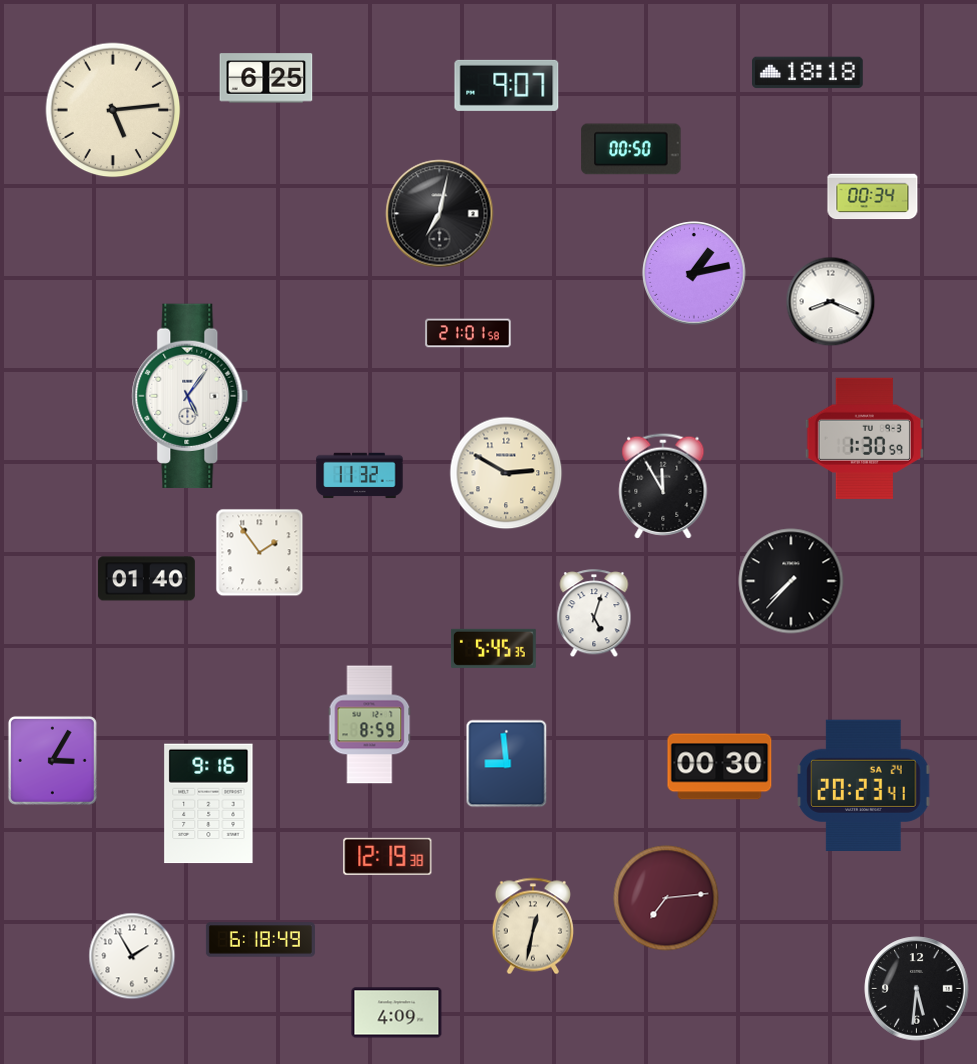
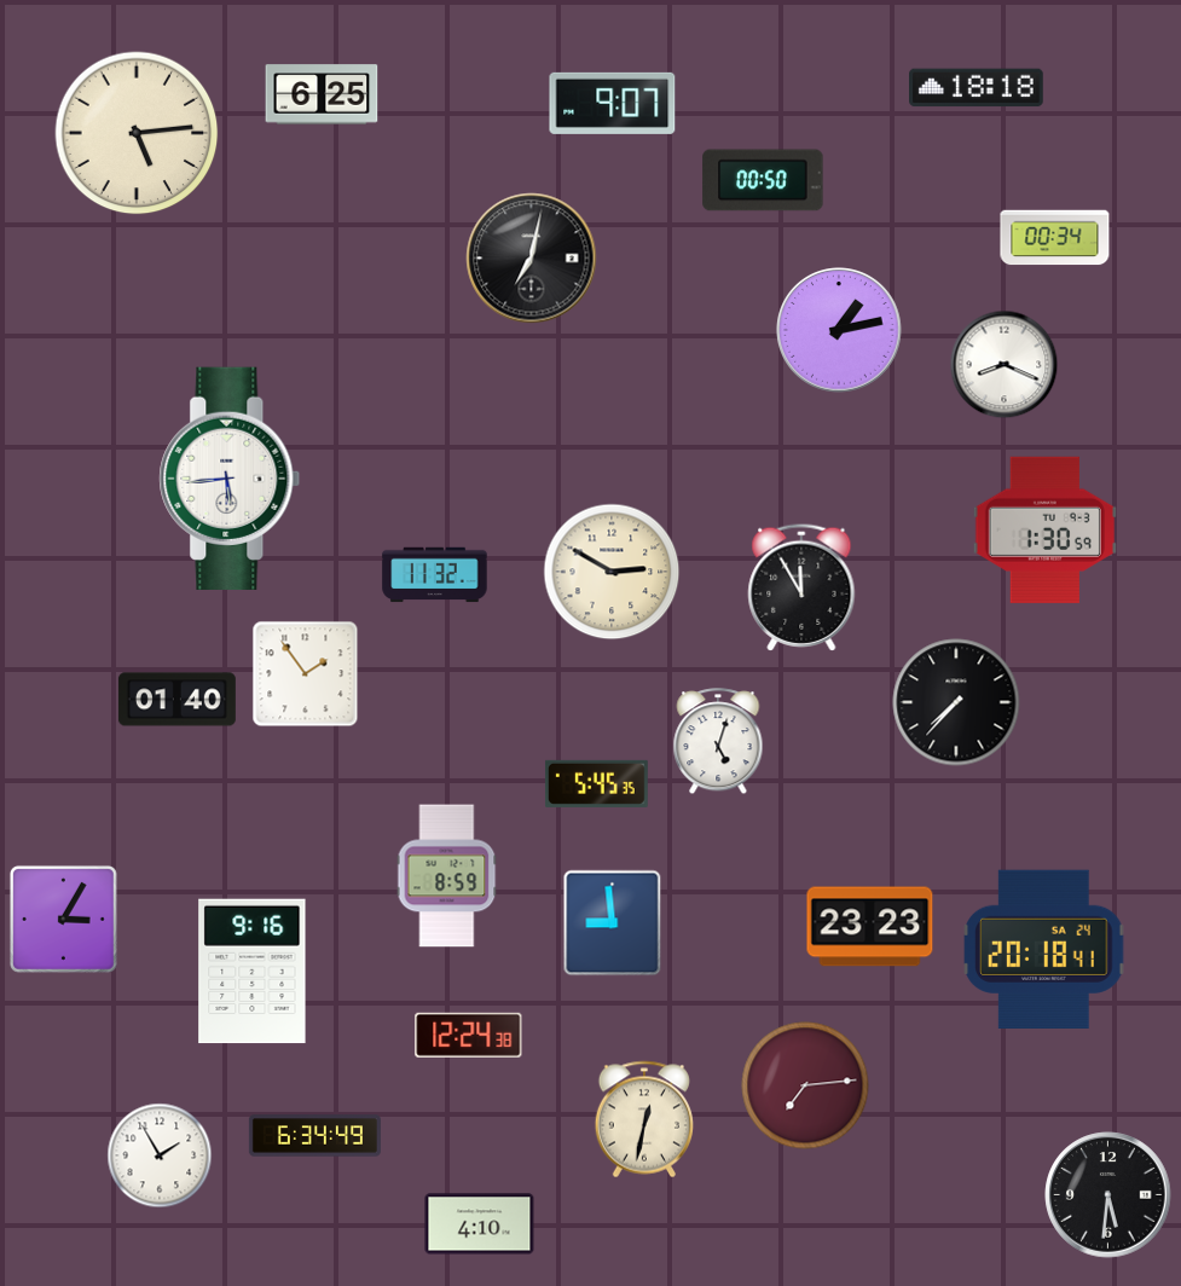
clock at (468, 333): 21:01 -> none
clock at (190, 396): 5:06 -> 5:44
clock at (260, 553) position: (260, 553) -> (306, 674)
clock at (720, 767): 00:30 -> 23:23
clock at (864, 785): 20:23 -> 20:18
clock at (388, 856): 12:19 -> 12:24
clock at (260, 940): 6:18 -> 6:34
clock at (397, 1013): 4:09 -> 4:10
